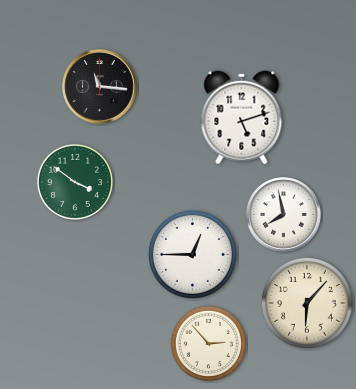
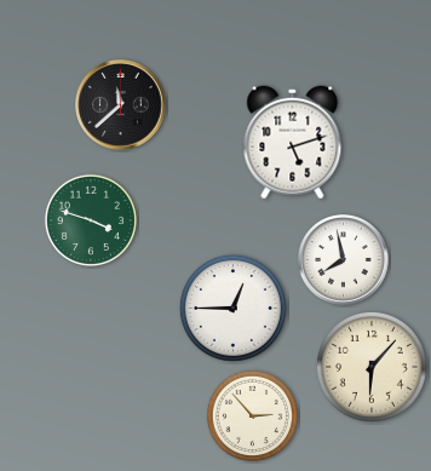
clock at (100, 87): 11:16 -> 11:38
clock at (75, 182): 3:51 -> 3:48
